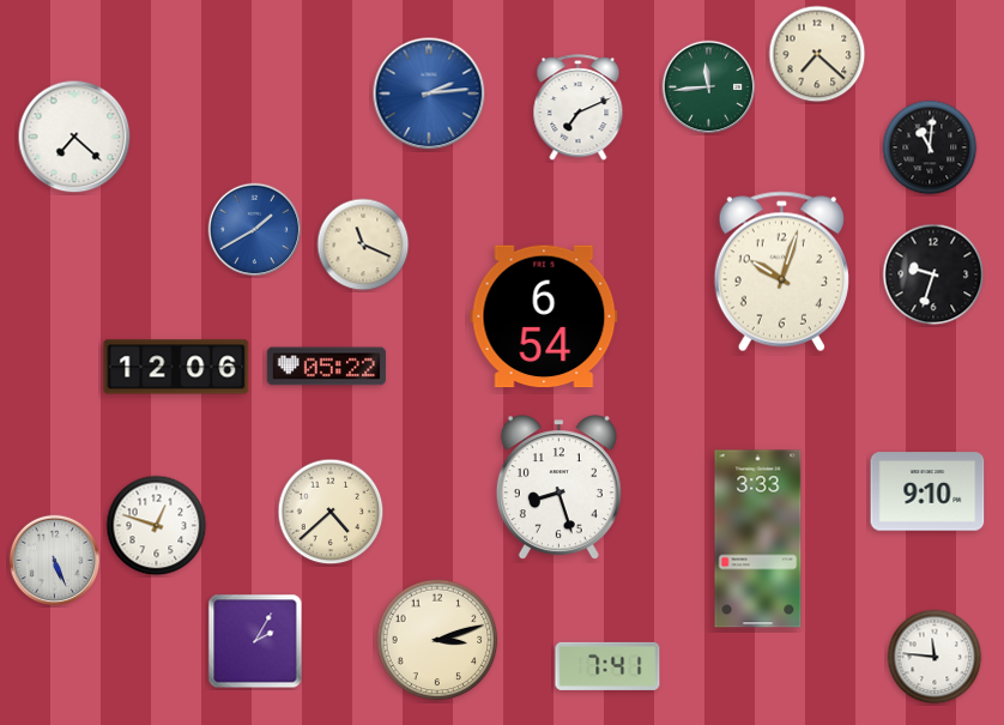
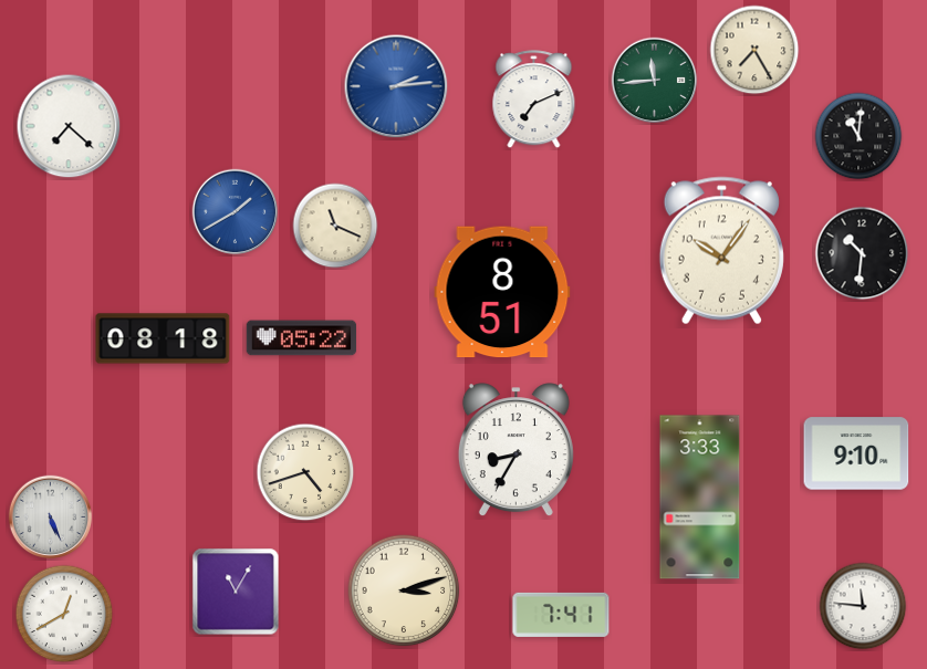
clock at (817, 54): 7:22 -> 7:25
clock at (781, 272): 10:03 -> 10:06
clock at (933, 274): 9:33 -> 10:31
clock at (544, 316): 6:54 -> 8:51
clock at (176, 367): 12:06 -> 08:18
clock at (558, 488): 8:27 -> 8:35
clock at (331, 512): 4:38 -> 4:42
clock at (157, 526): 12:48 -> none
clock at (255, 641): 2:05 -> 11:05
clock at (64, 614): none -> 12:40
